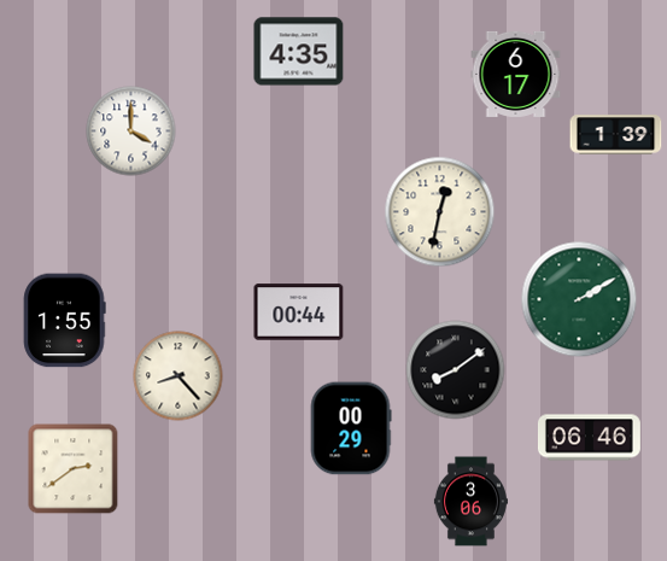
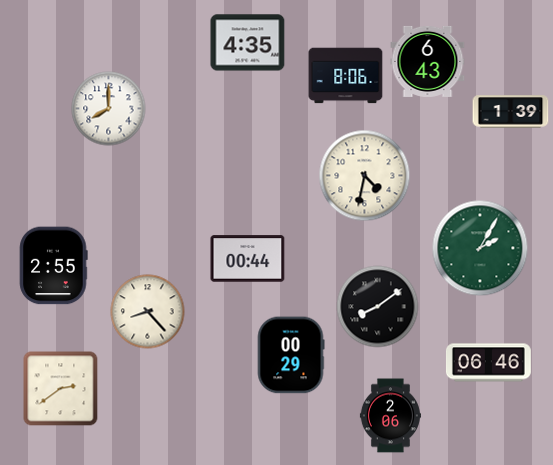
clock at (516, 74): 6:17 -> 6:43
clock at (346, 76): none -> 8:06
clock at (131, 132): 4:00 -> 8:00
clock at (440, 212): 12:32 -> 4:32
clock at (579, 299): 2:10 -> 2:05
clock at (65, 321): 1:55 -> 2:55
clock at (470, 502): 3:06 -> 2:06
